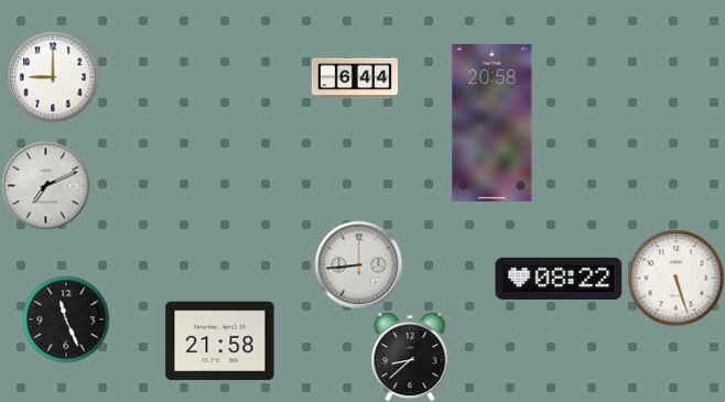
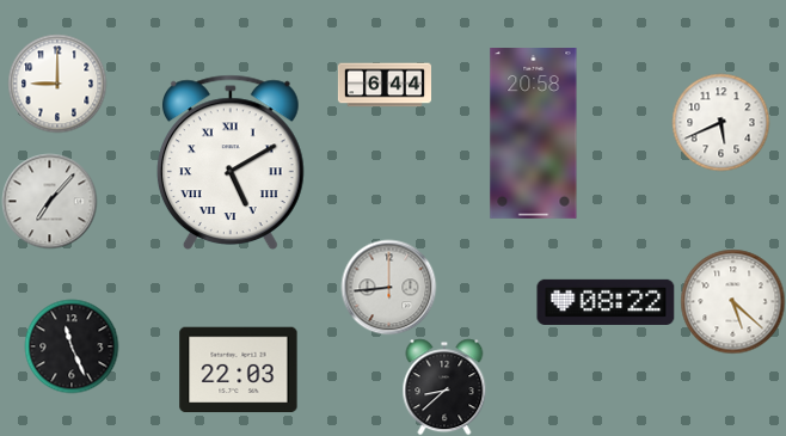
clock at (720, 122): none -> 5:41
clock at (231, 161): none -> 5:10
clock at (45, 185): 7:11 -> 7:07
clock at (675, 278): 5:27 -> 5:22
clock at (220, 341): 21:58 -> 22:03
